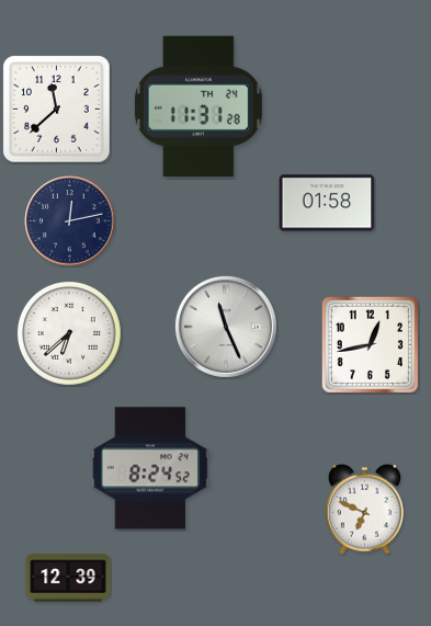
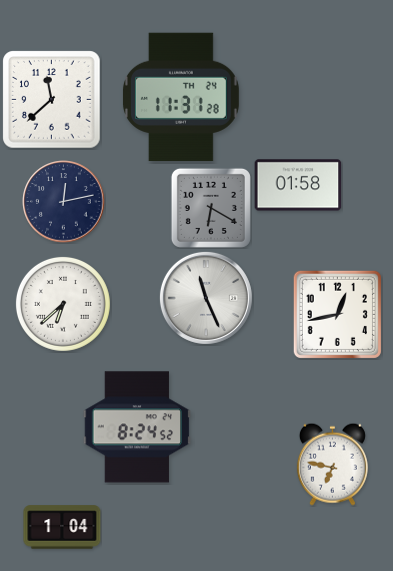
clock at (211, 208): none -> 6:20
clock at (364, 509): 6:49 -> 6:47
clock at (68, 578): 12:39 -> 1:04
